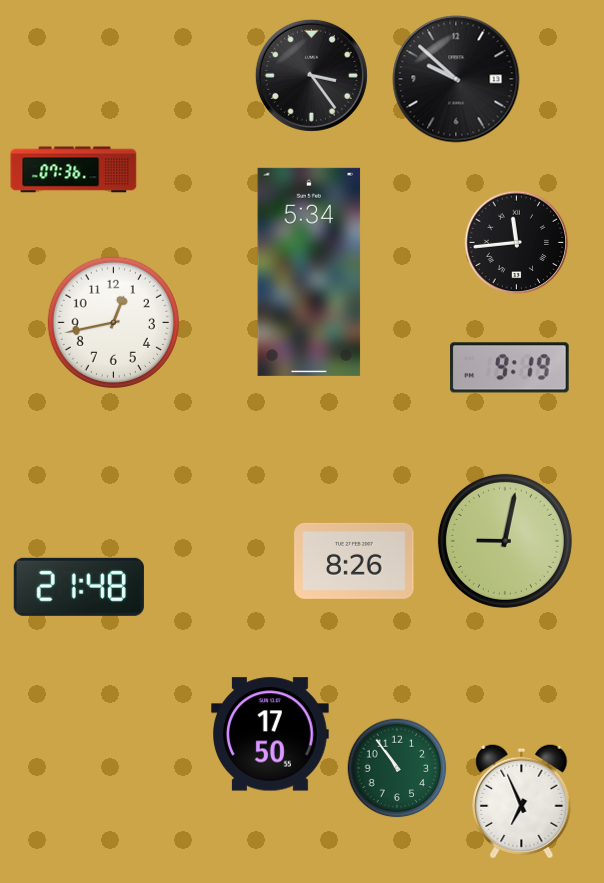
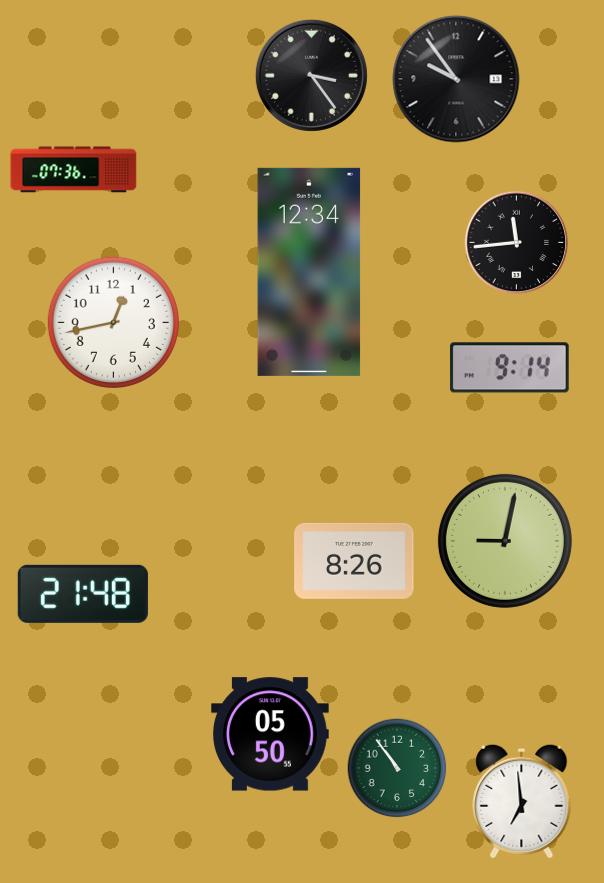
clock at (456, 79): 9:52 -> 9:54
clock at (309, 272): 5:34 -> 12:34
clock at (510, 368): 9:19 -> 9:14
clock at (79, 587) position: (79, 587) -> (83, 594)
clock at (271, 734): 17:50 -> 05:50
clock at (522, 801): 6:56 -> 6:59
